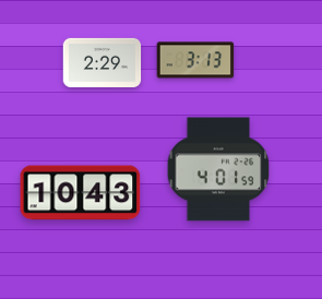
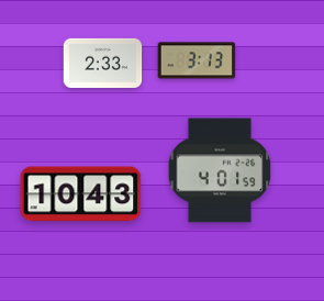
clock at (103, 62): 2:29 -> 2:33
